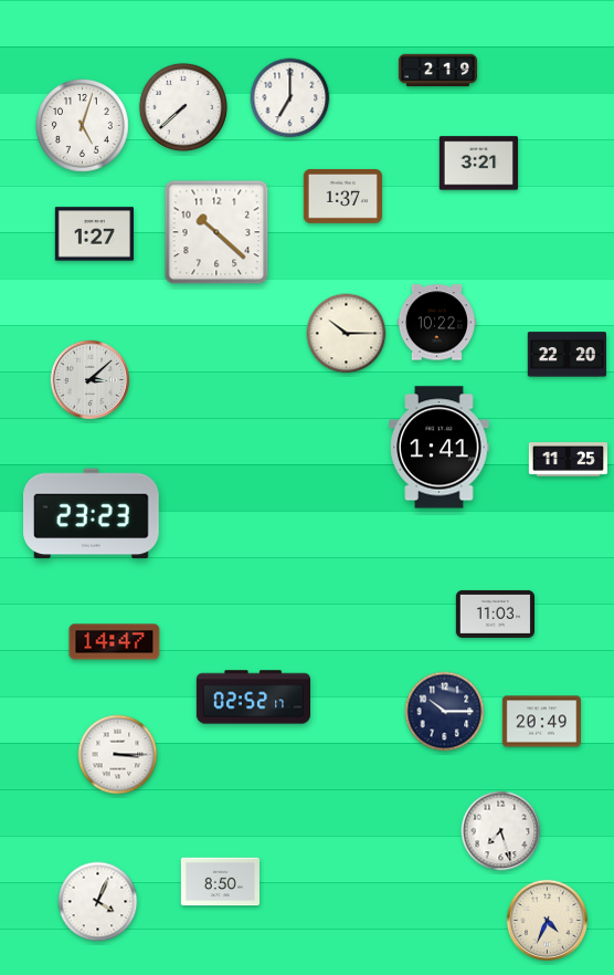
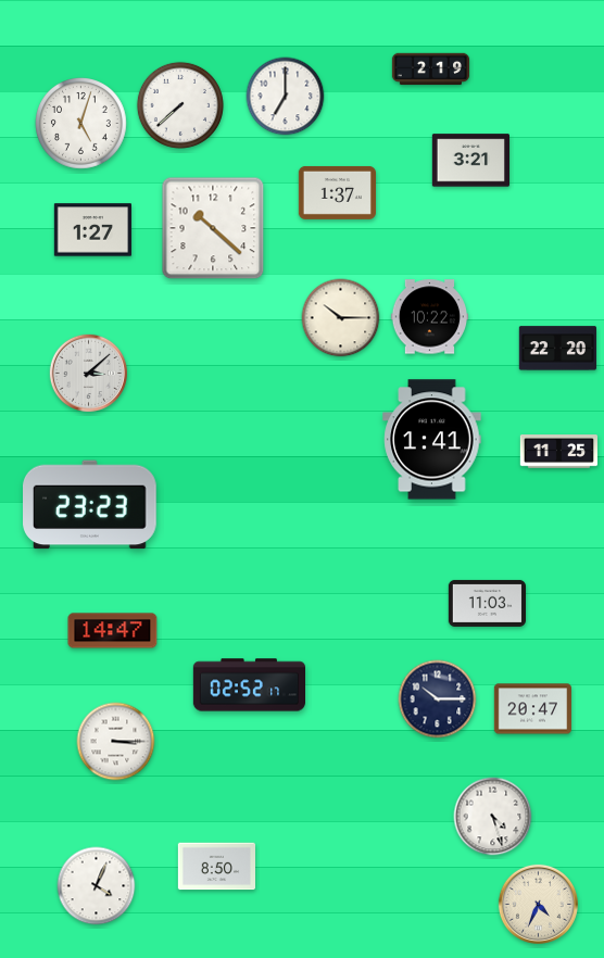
clock at (347, 334) position: (347, 334) -> (341, 318)
clock at (541, 722): 20:49 -> 20:47
clock at (501, 831): 7:27 -> 4:27
